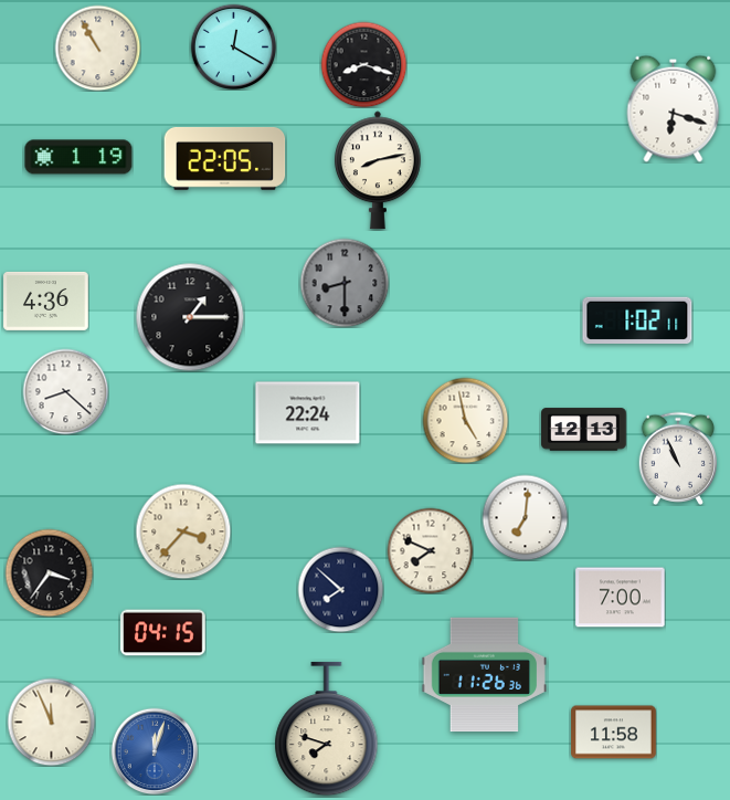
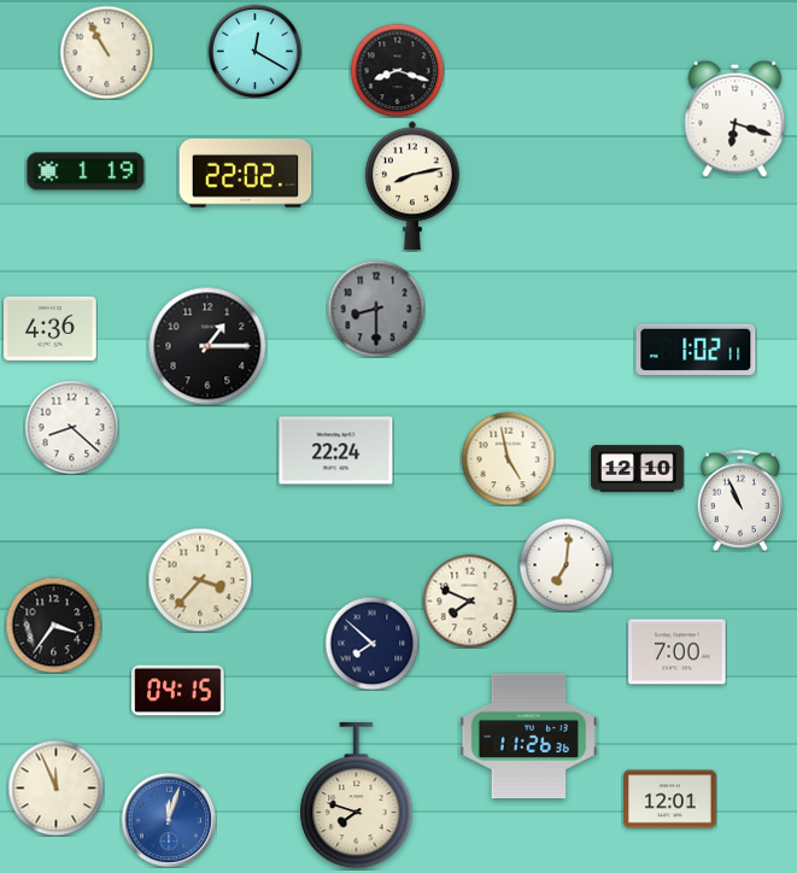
clock at (225, 158): 22:05 -> 22:02
clock at (584, 430): 12:13 -> 12:10
clock at (525, 517) position: (525, 517) -> (565, 564)
clock at (614, 733): 11:58 -> 12:01
